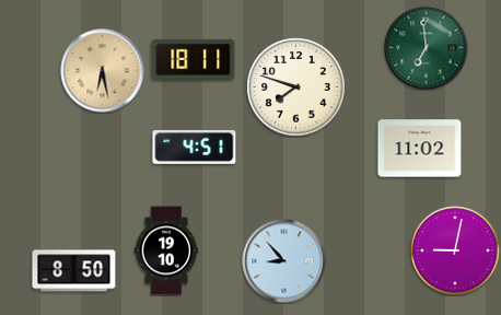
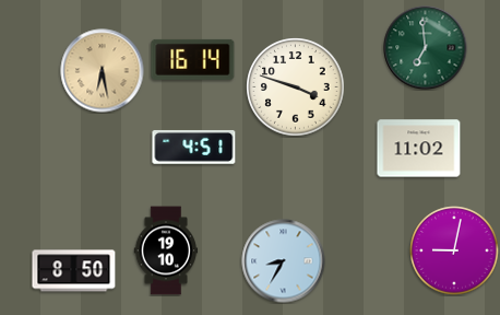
clock at (194, 59): 18:11 -> 16:14
clock at (296, 87): 7:48 -> 3:48
clock at (284, 261): 8:53 -> 8:35
